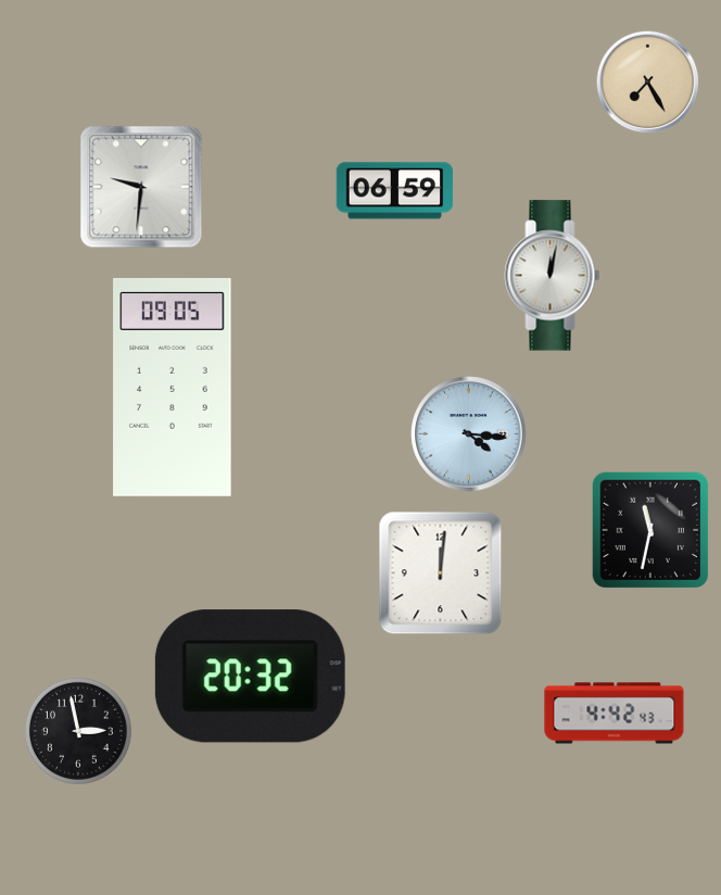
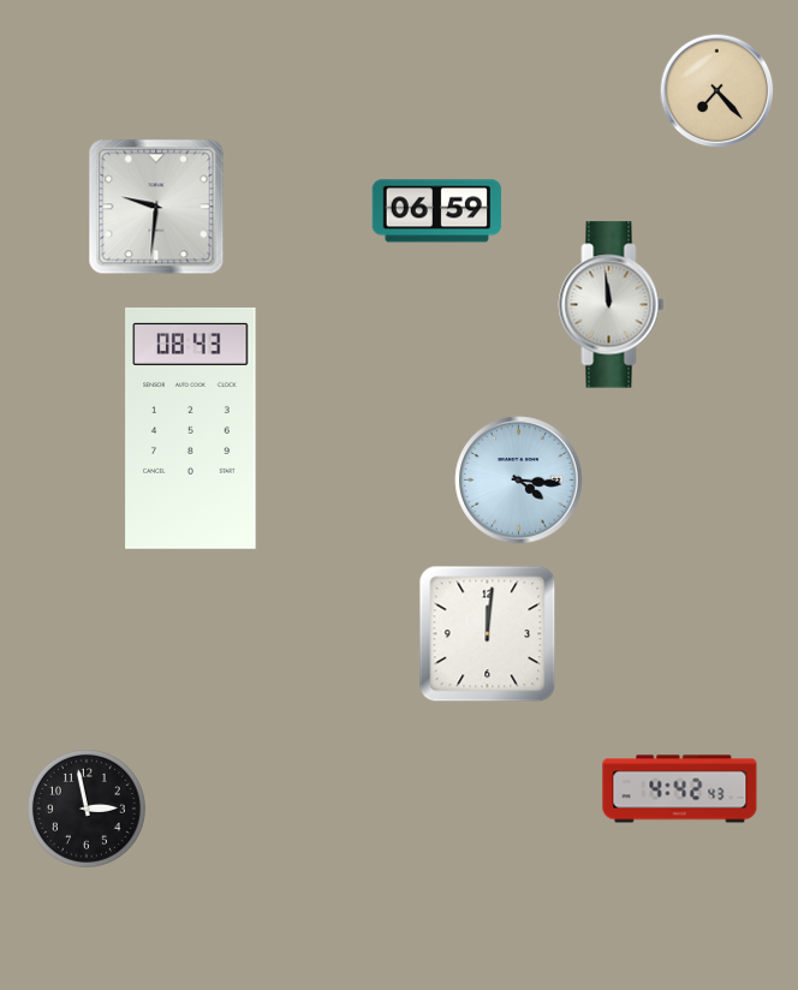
clock at (648, 83): 7:25 -> 7:23
clock at (553, 276): 12:02 -> 11:59
clock at (173, 387): 09:05 -> 08:43
clock at (650, 530): 11:32 -> none
clock at (250, 677): 20:32 -> none
